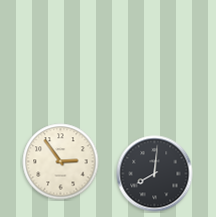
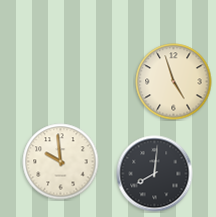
clock at (174, 82): none -> 4:57
clock at (61, 162): 2:54 -> 9:59
